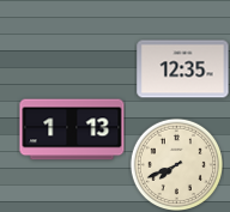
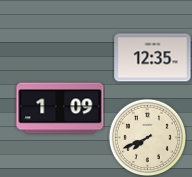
clock at (72, 129): 1:13 -> 1:09
